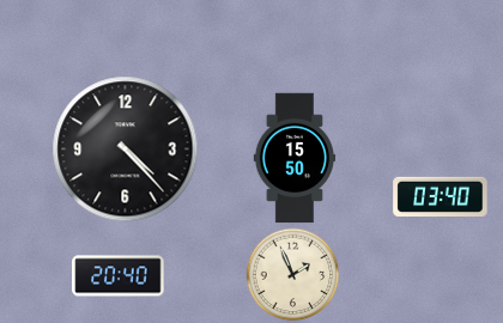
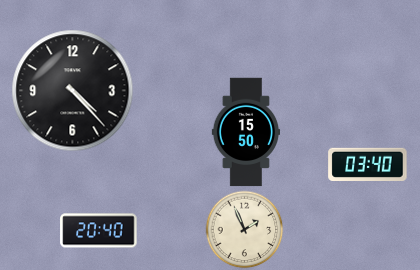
clock at (126, 150) position: (126, 150) -> (73, 91)
